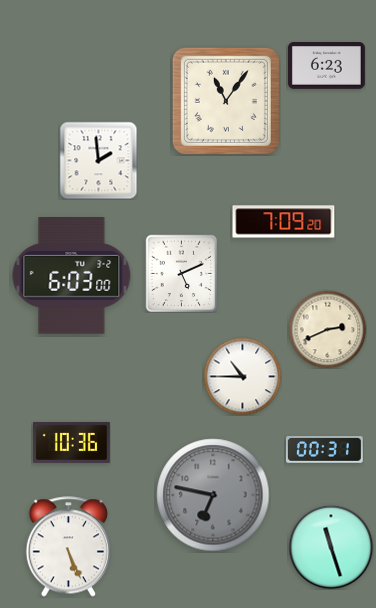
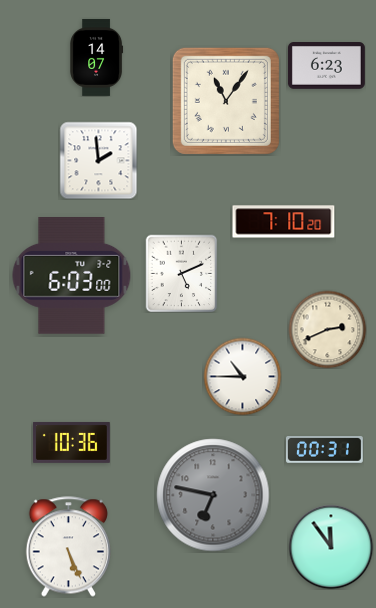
clock at (97, 57): none -> 14:07
clock at (284, 222): 7:09 -> 7:10
clock at (331, 547): 11:27 -> 11:54
